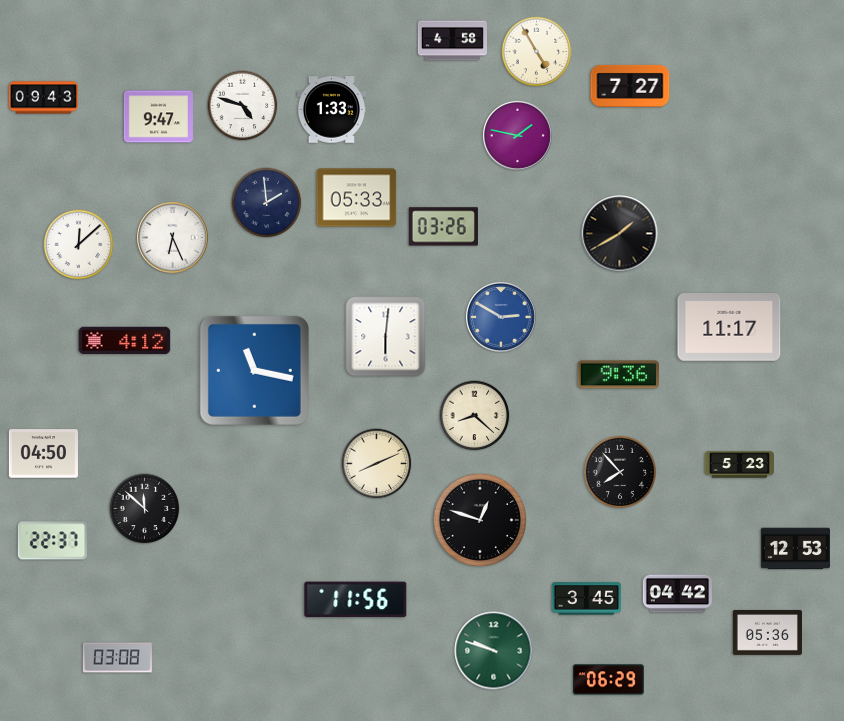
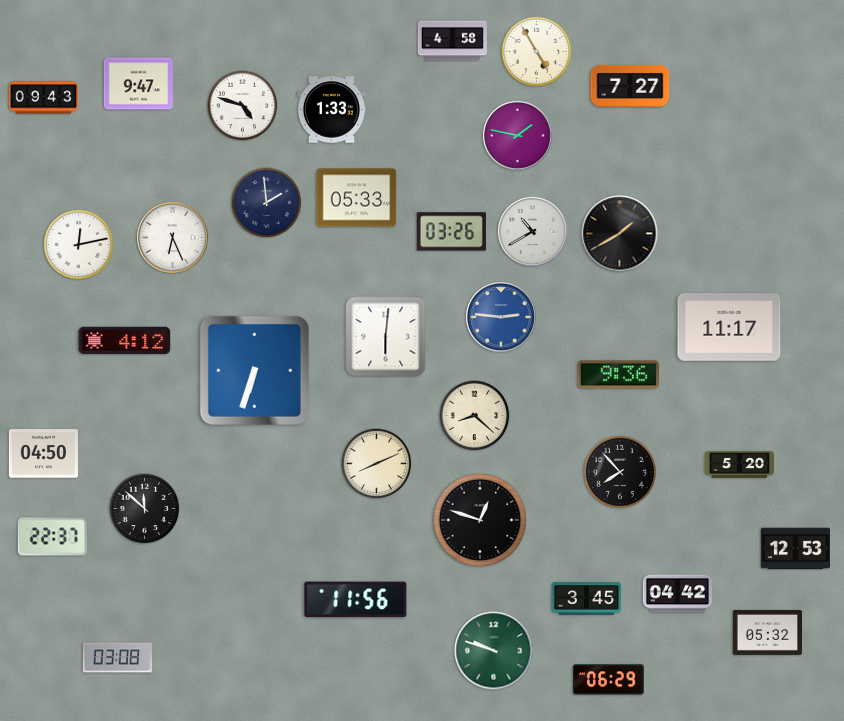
clock at (158, 117) position: (158, 117) -> (138, 84)
clock at (443, 227) position: (443, 227) -> (451, 232)
clock at (532, 231): none -> 10:40
clock at (79, 245): 12:08 -> 12:13
clock at (501, 317): 2:50 -> 2:46
clock at (254, 370): 11:17 -> 6:33
clock at (739, 465): 5:23 -> 5:20
clock at (52, 541) position: (52, 541) -> (52, 537)
clock at (767, 632): 05:36 -> 05:32
